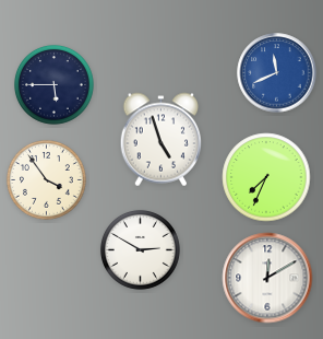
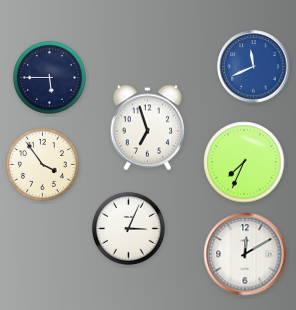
clock at (161, 140): 4:57 -> 6:57
clock at (140, 249): 2:50 -> 3:04
